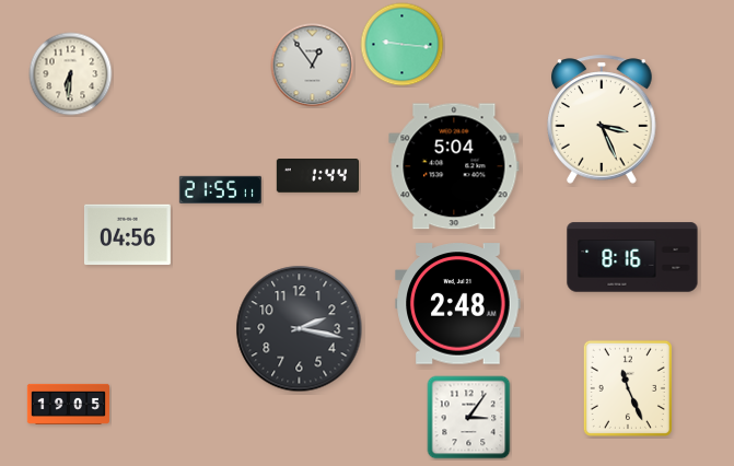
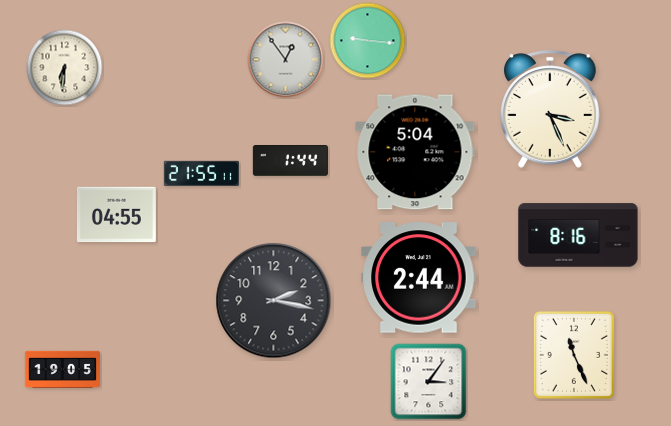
clock at (127, 235): 04:56 -> 04:55
clock at (458, 304): 2:48 -> 2:44
